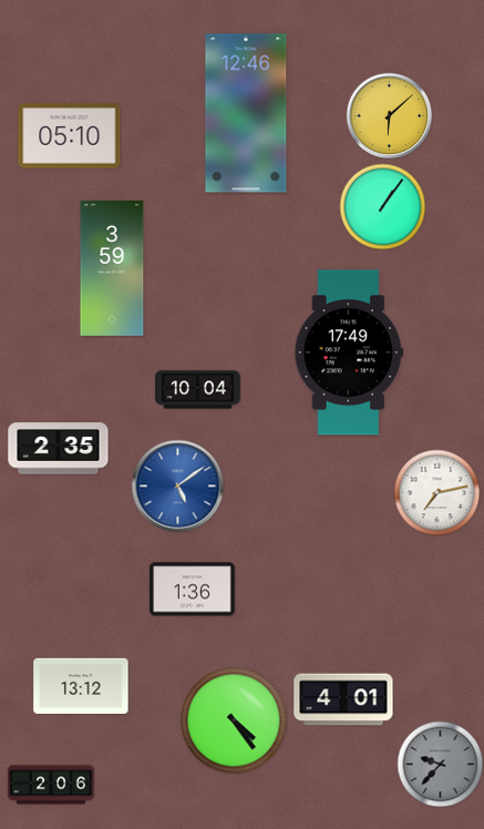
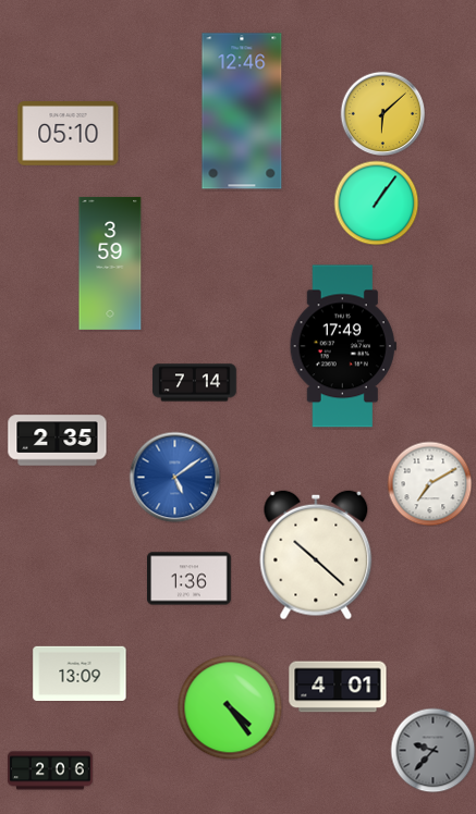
clock at (198, 390): 10:04 -> 7:14
clock at (436, 492): 7:13 -> 7:10
clock at (316, 555): none -> 10:22
clock at (81, 686): 13:12 -> 13:09
